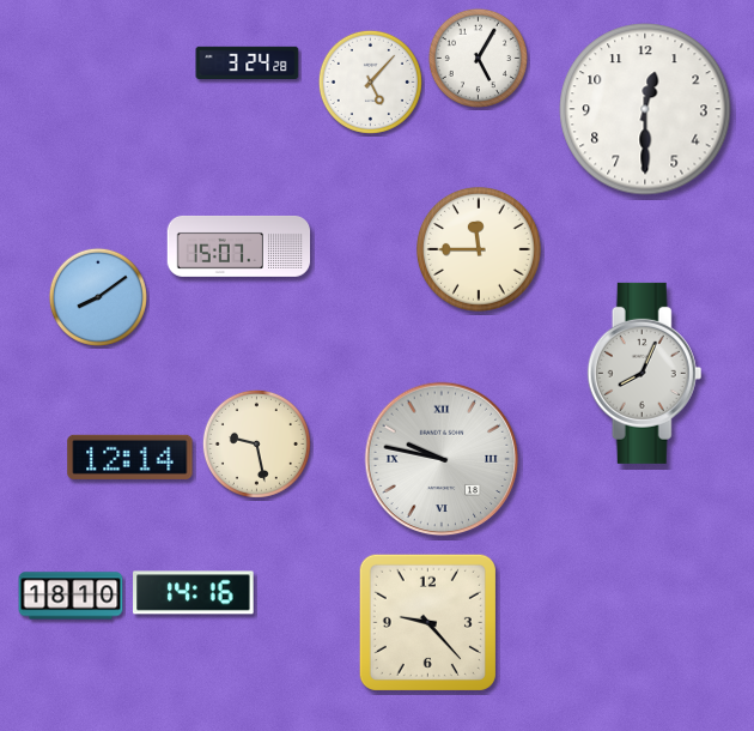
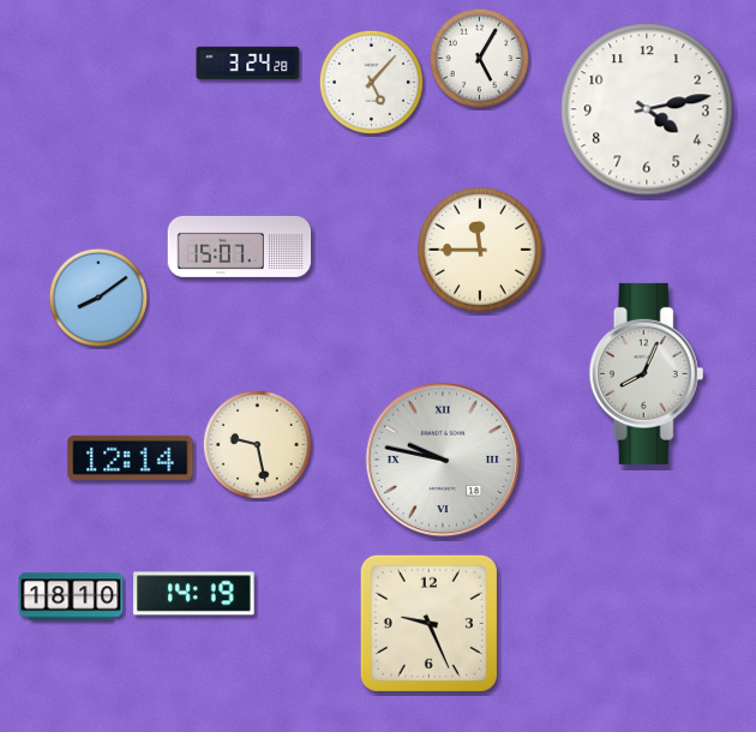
clock at (645, 109): 12:30 -> 4:13
clock at (194, 593): 14:16 -> 14:19
clock at (427, 622): 9:23 -> 9:26
